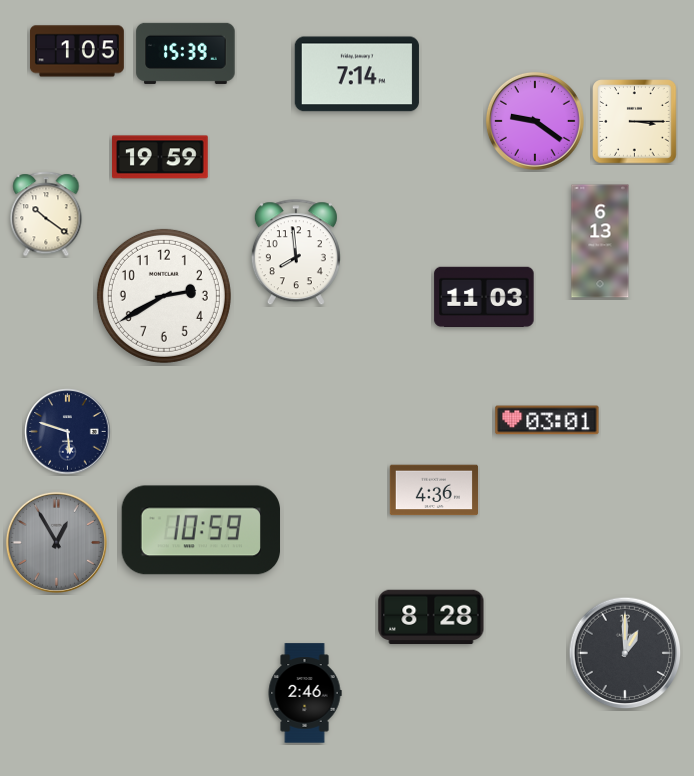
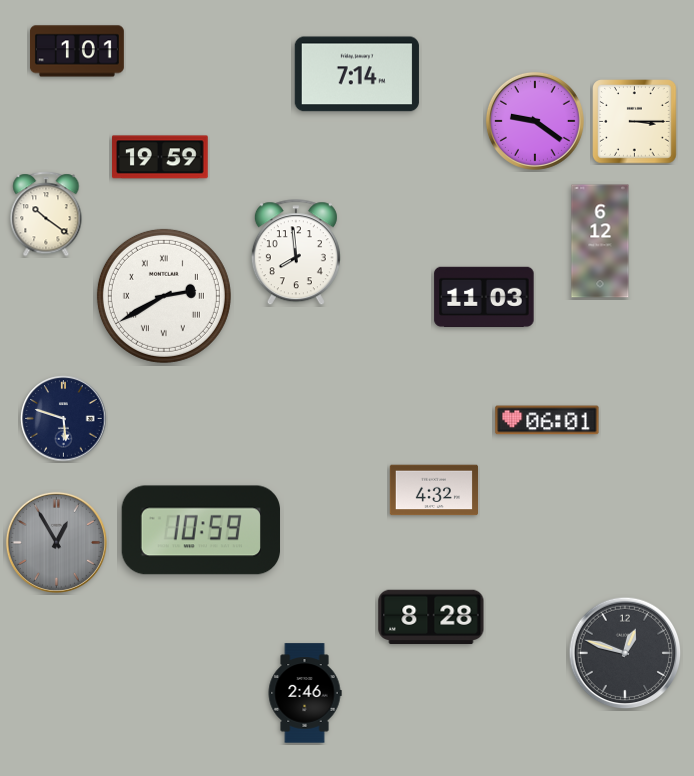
clock at (78, 51): 1:05 -> 1:01
clock at (186, 53): 15:39 -> none
clock at (600, 241): 6:13 -> 6:12
clock at (164, 296) numerals: Arabic -> Roman
clock at (547, 420): 03:01 -> 06:01
clock at (68, 432) position: (68, 432) -> (64, 419)
clock at (433, 490): 4:36 -> 4:32
clock at (625, 653): 1:00 -> 12:48
